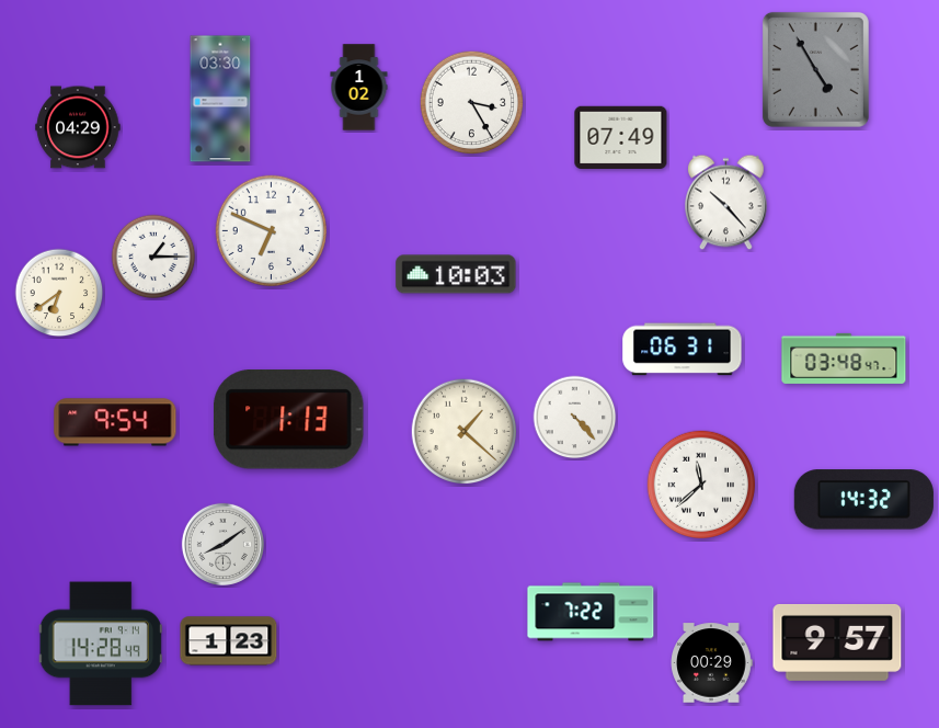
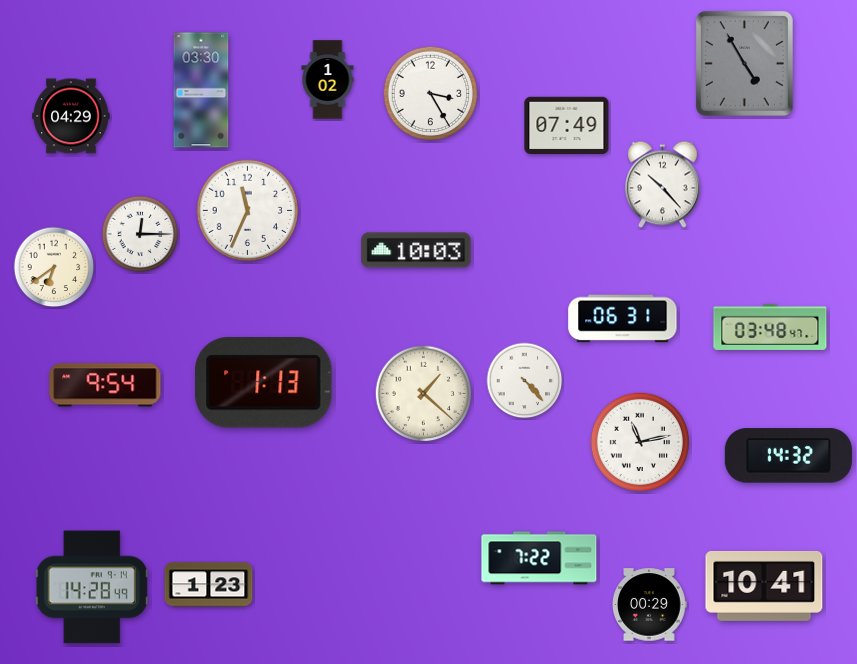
clock at (271, 230): 6:49 -> 11:34
clock at (153, 257): 1:15 -> 12:15
clock at (700, 484): 11:38 -> 11:13
clock at (222, 544): 8:09 -> none
clock at (837, 642): 9:57 -> 10:41
